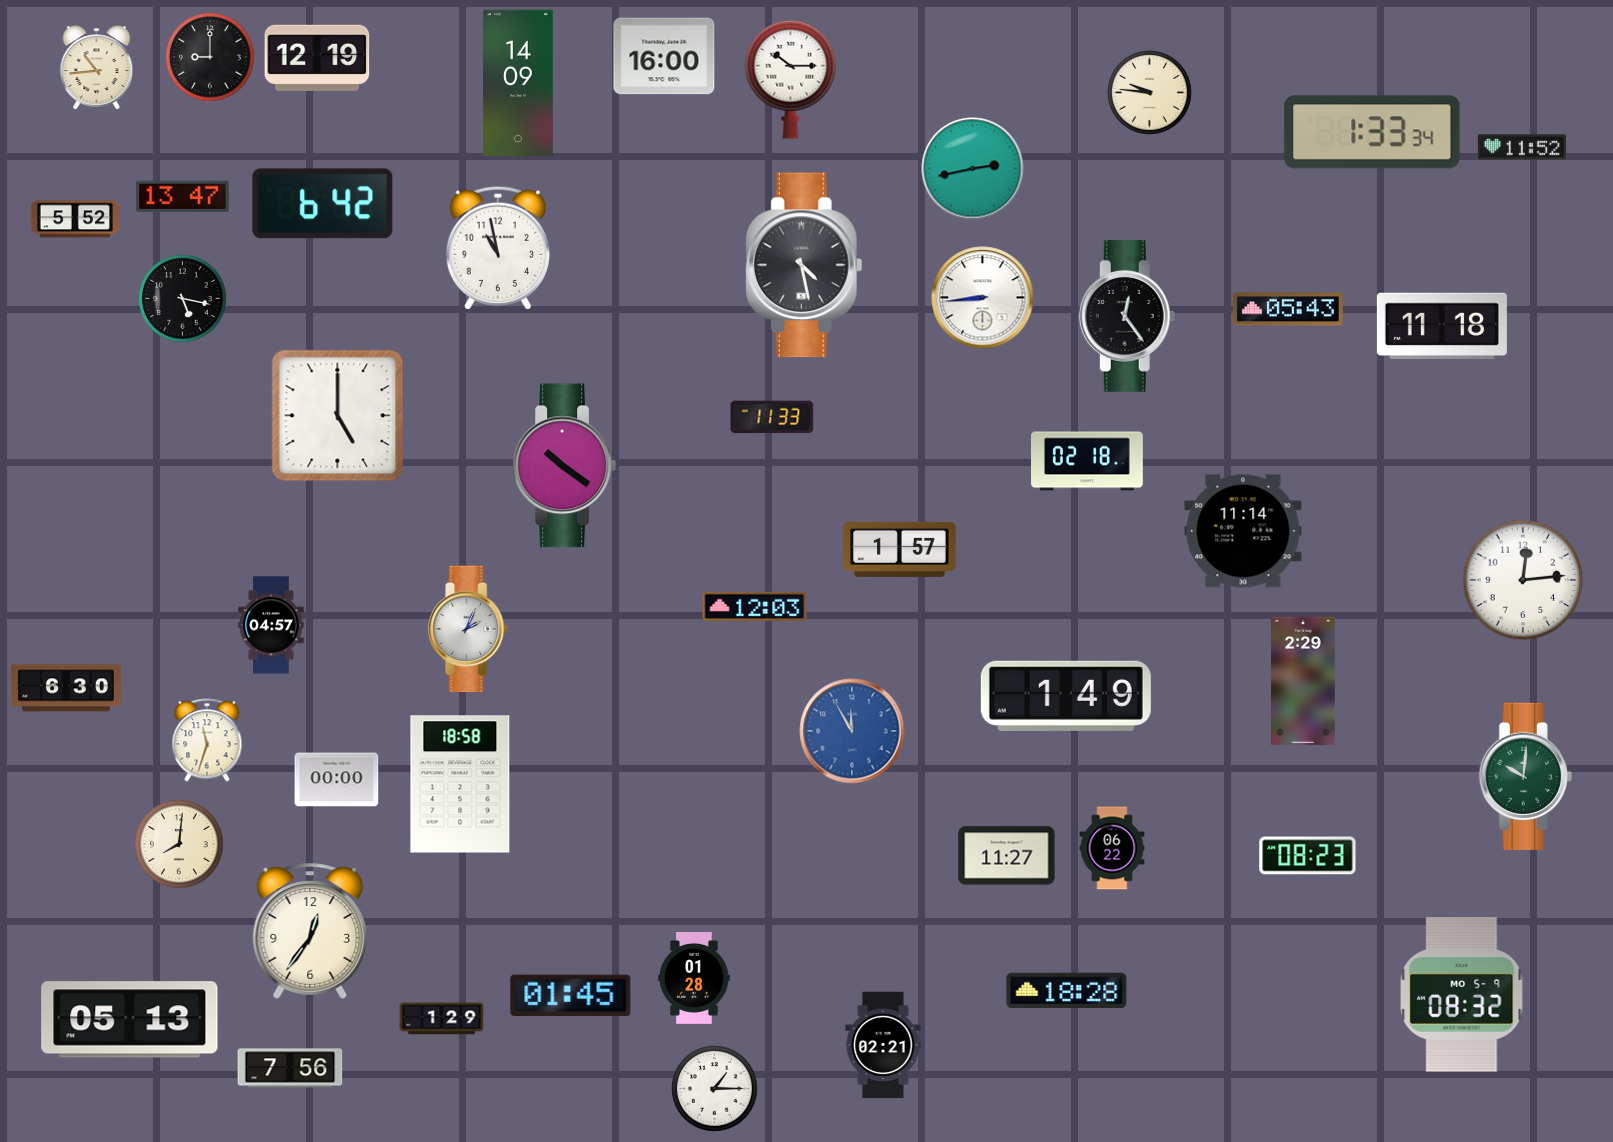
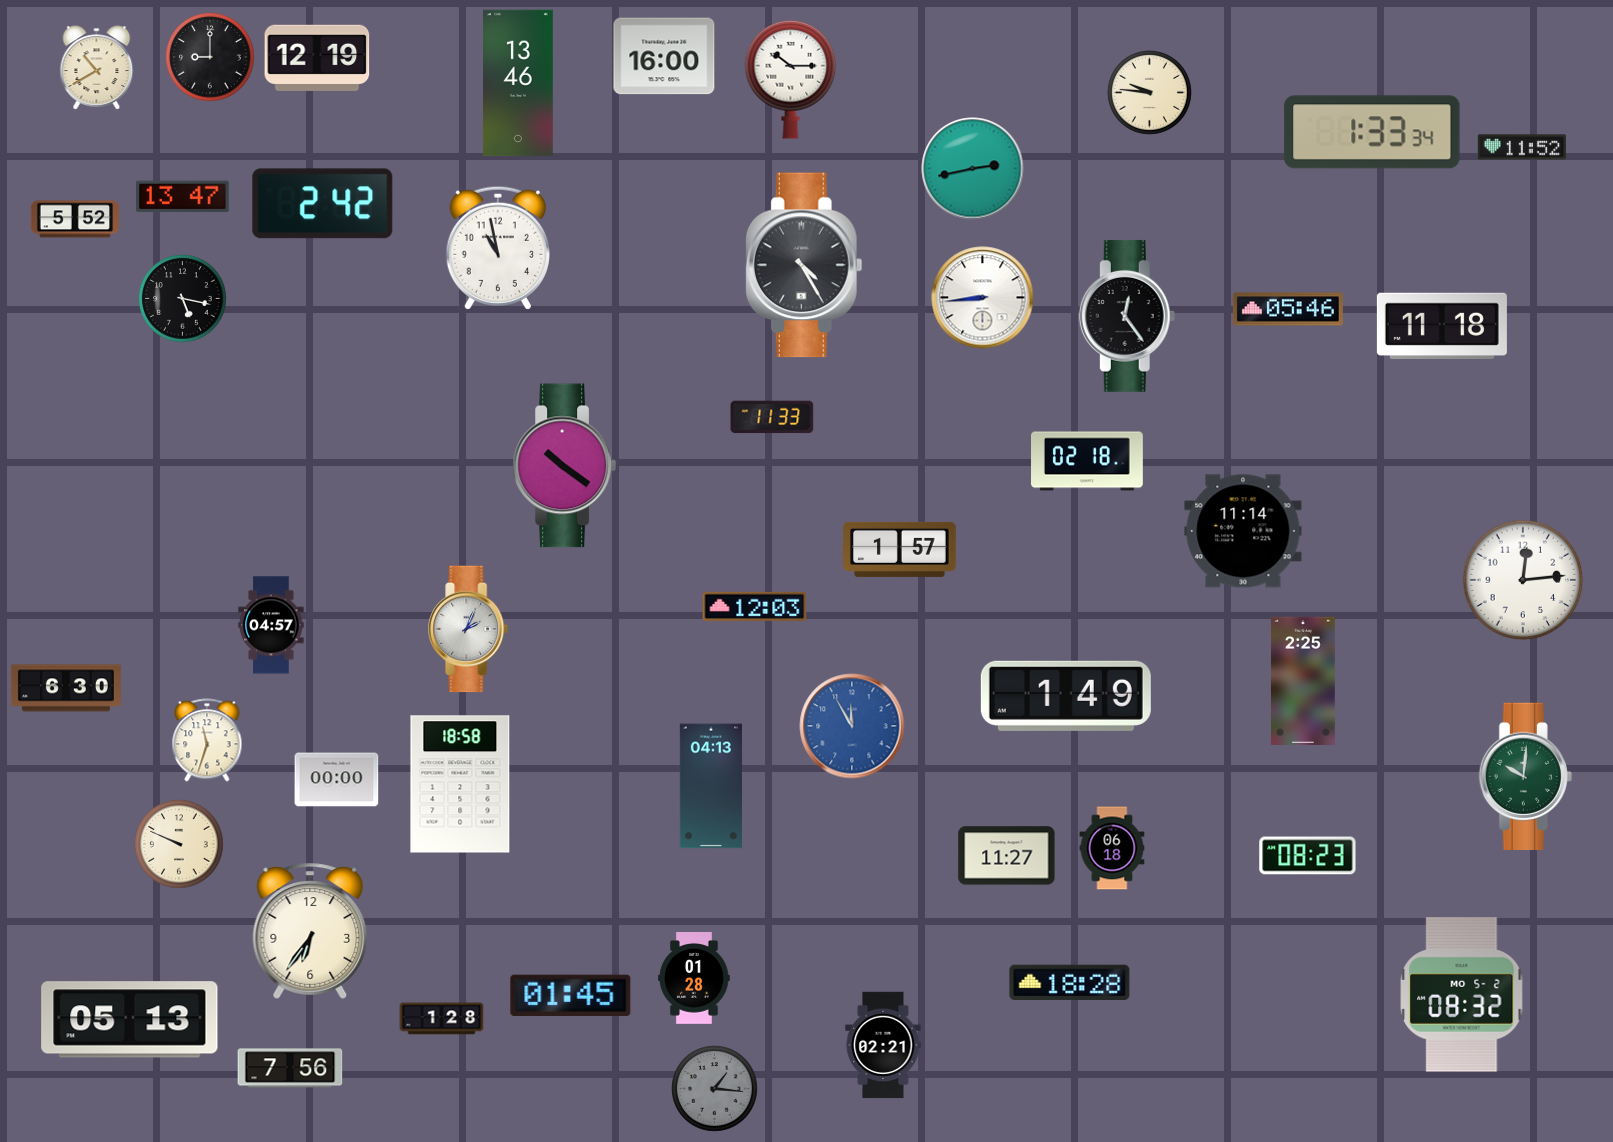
clock at (97, 68): 10:44 -> 10:40
clock at (519, 83): 14:09 -> 13:46
clock at (323, 204): 6:42 -> 2:42
clock at (804, 265): 4:28 -> 4:25
clock at (1288, 309): 05:43 -> 05:46
clock at (338, 416): 5:00 -> none
clock at (1304, 681): 2:29 -> 2:25
clock at (852, 731) position: (852, 731) -> (852, 726)
clock at (711, 786): none -> 04:13
clock at (179, 844): 8:01 -> 9:49
clock at (1112, 848): 06:22 -> 06:18
clock at (310, 931): 12:36 -> 6:36
clock at (1067, 991) position: (1067, 991) -> (1070, 983)
clock at (1462, 995) date: MO 5-9 -> MO 5-2
clock at (442, 1019): 1:29 -> 1:28
clock at (715, 1089): 1:15 -> 1:16
clock at (715, 1089) dial: white -> grey
